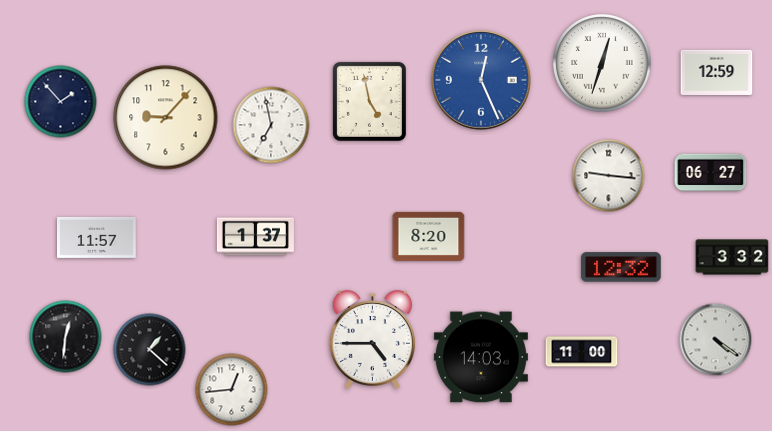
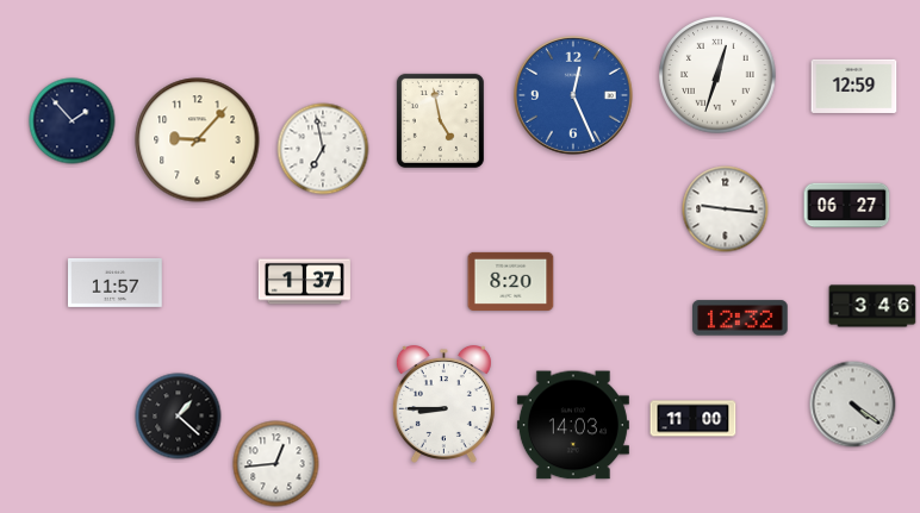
clock at (732, 257): 3:32 -> 3:46
clock at (66, 337): 12:31 -> none
clock at (372, 339): 4:45 -> 8:45
